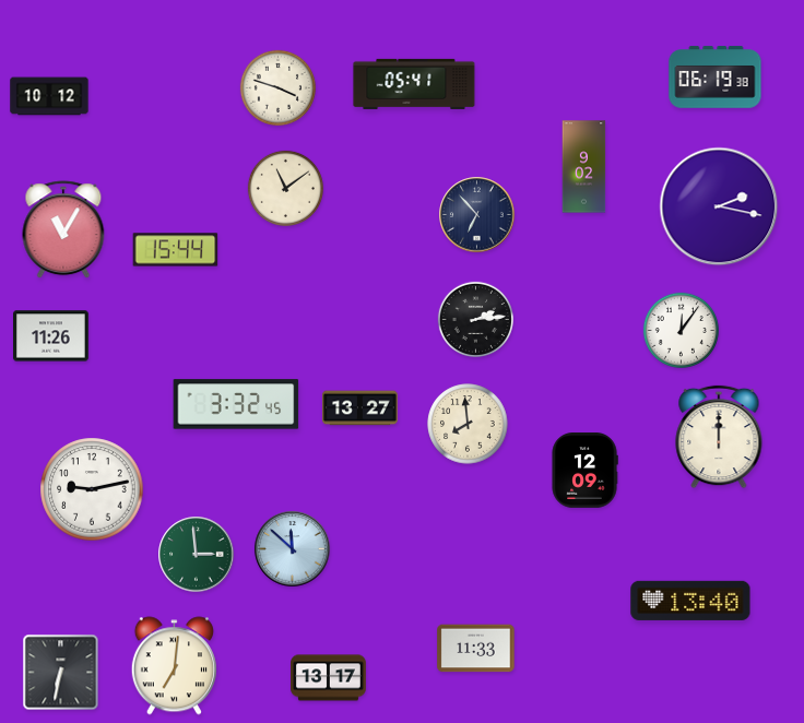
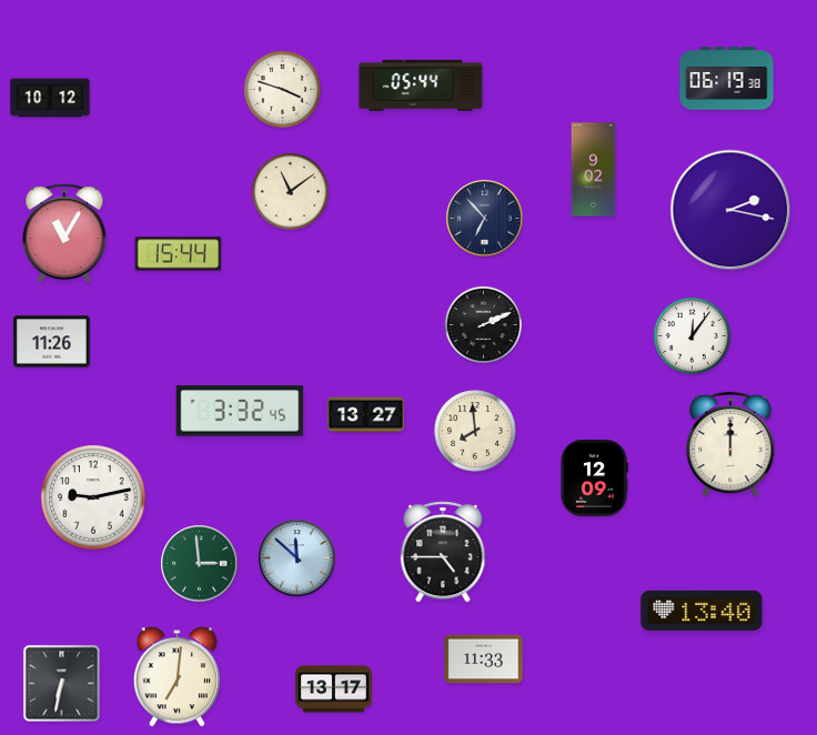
clock at (414, 84): 05:41 -> 05:44
clock at (475, 319): 2:14 -> 2:11
clock at (443, 552): none -> 4:45
